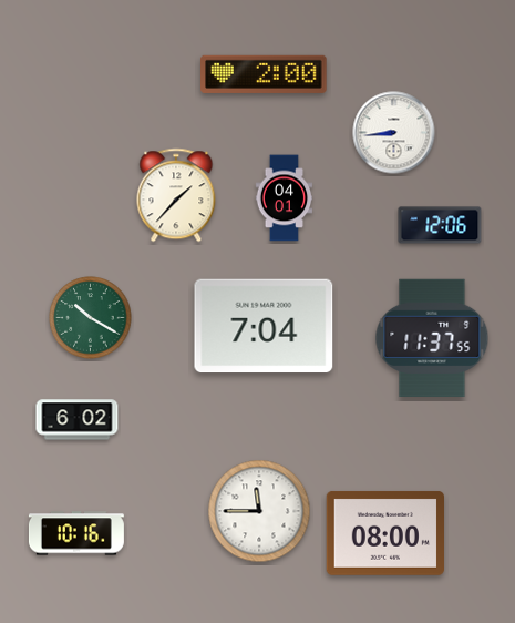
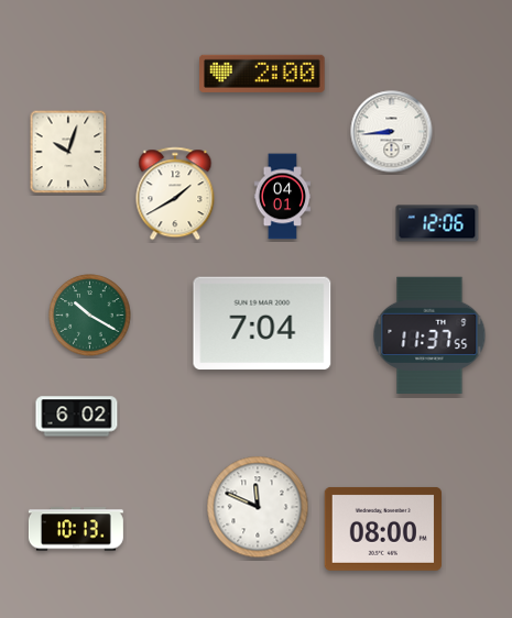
clock at (68, 152): none -> 10:03
clock at (176, 195): 1:37 -> 1:40
clock at (259, 511): 11:45 -> 11:49
clock at (76, 533): 10:16 -> 10:13
